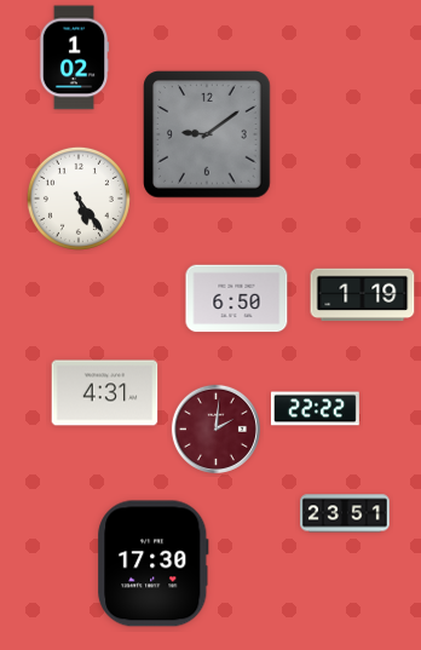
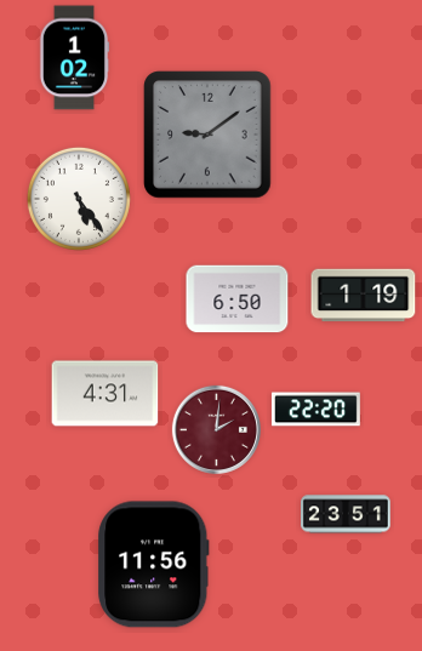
clock at (315, 409): 22:22 -> 22:20
clock at (154, 564): 17:30 -> 11:56
